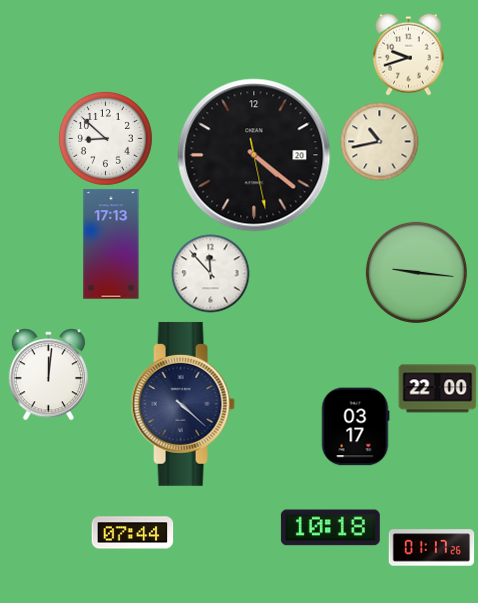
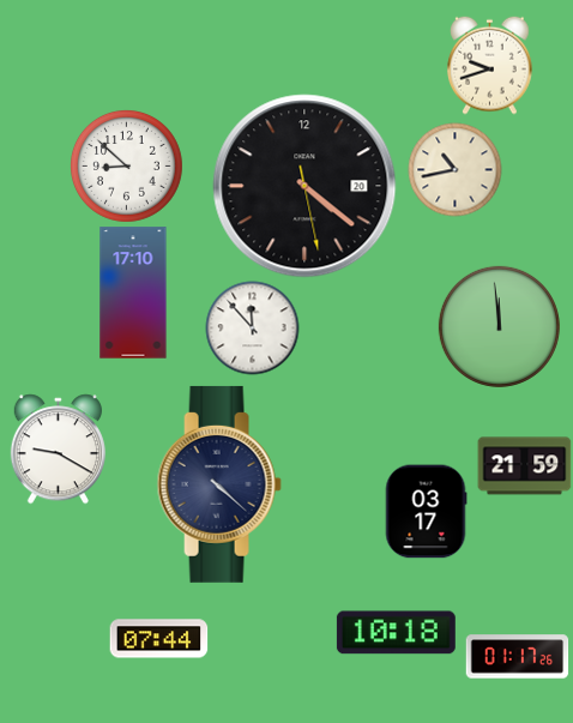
clock at (111, 244): 17:13 -> 17:10
clock at (416, 272): 9:16 -> 11:59
clock at (48, 374): 12:01 -> 9:20
clock at (437, 389): 22:00 -> 21:59
